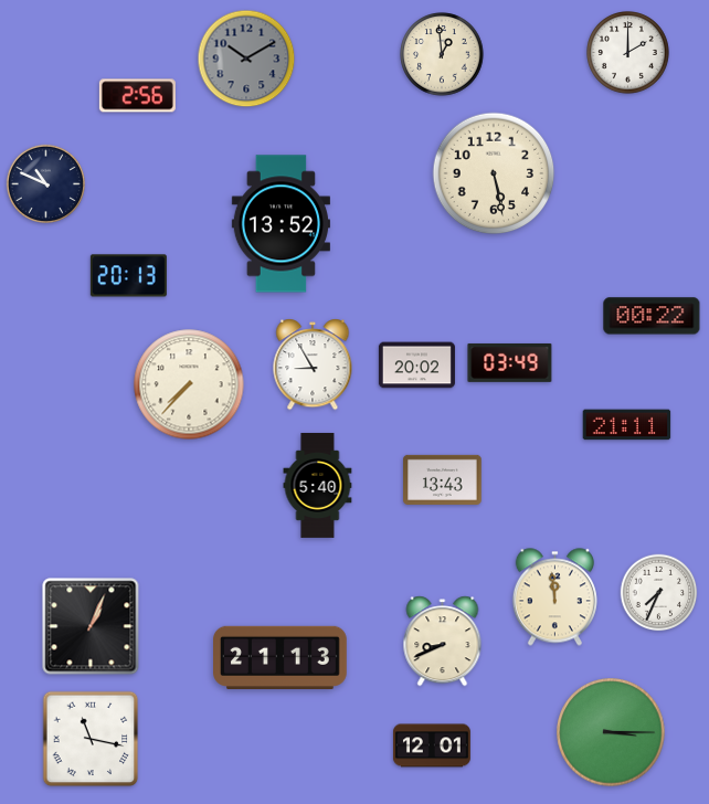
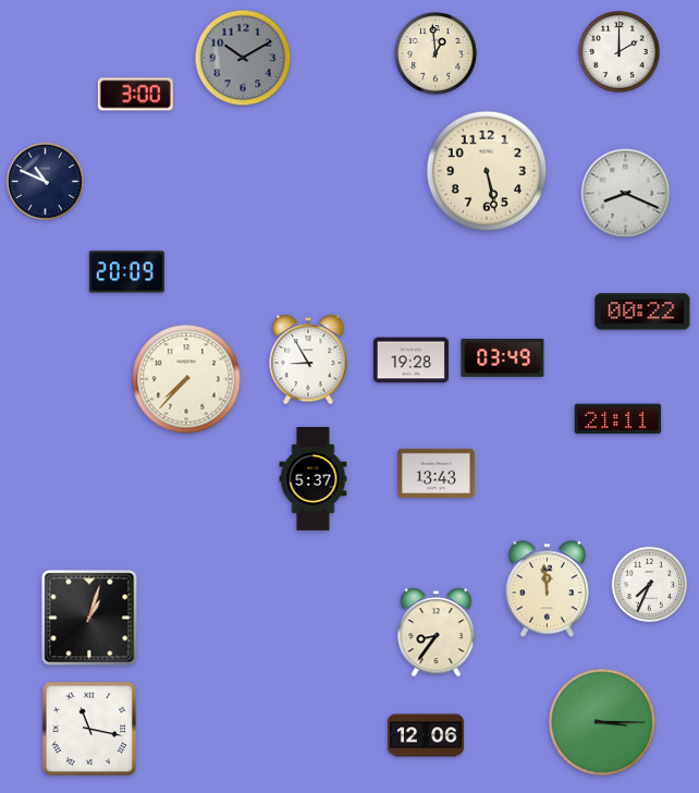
clock at (137, 96): 2:56 -> 3:00
clock at (626, 194): none -> 8:19
clock at (281, 224): 13:52 -> none
clock at (128, 276): 20:13 -> 20:09
clock at (416, 366): 20:02 -> 19:28
clock at (318, 485): 5:40 -> 5:37
clock at (91, 626): 1:04 -> 1:03
clock at (443, 642): 8:41 -> 8:36
clock at (281, 657): 21:13 -> none
clock at (432, 745): 12:01 -> 12:06
